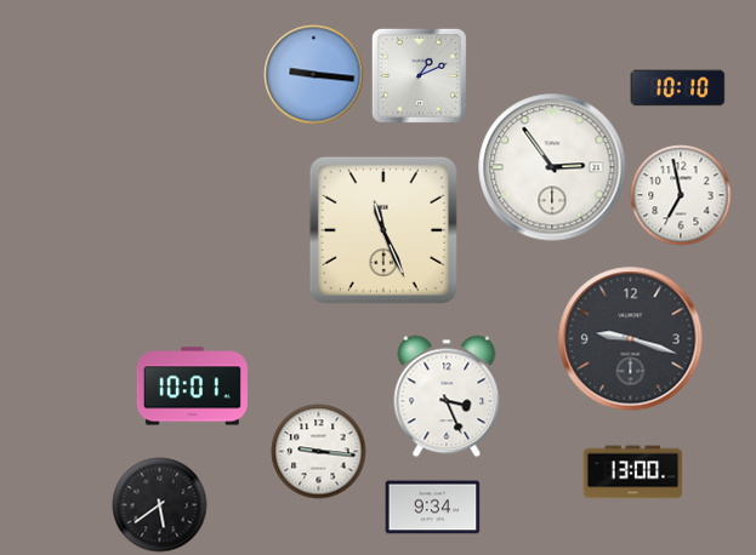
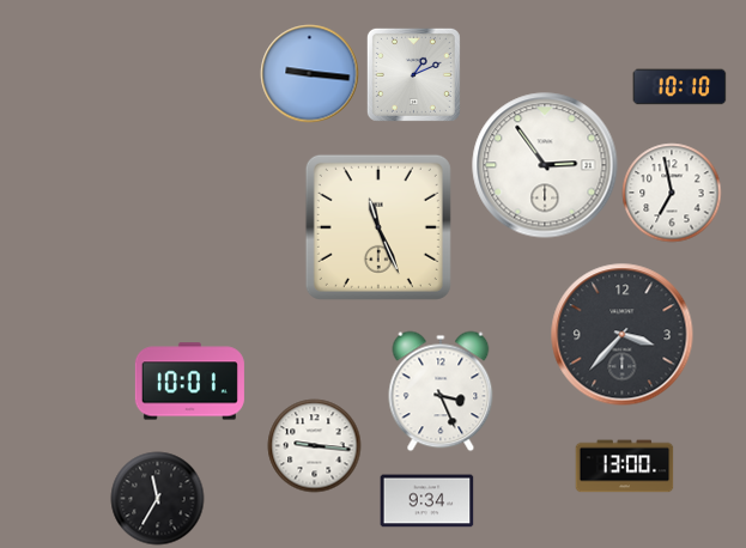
clock at (677, 88) position: (677, 88) -> (679, 87)
clock at (631, 339): 9:18 -> 3:37
clock at (159, 504): 5:39 -> 11:35
